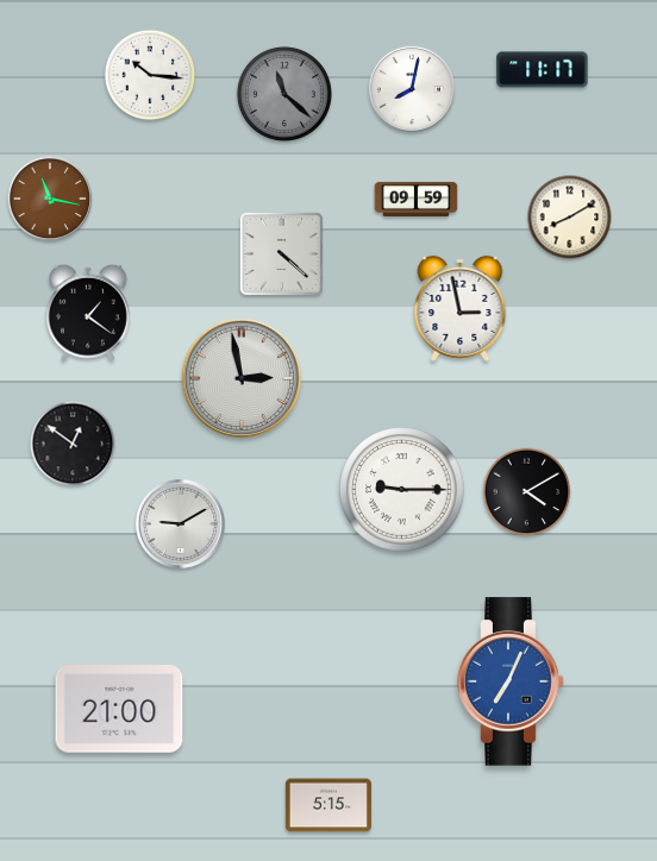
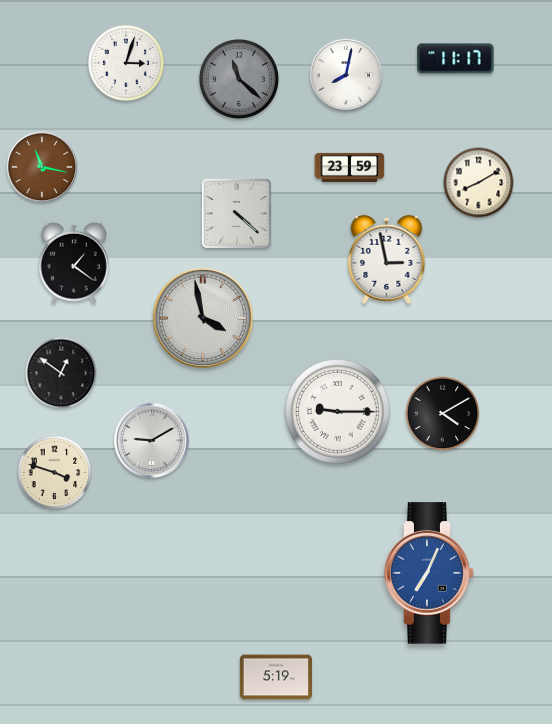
clock at (150, 75): 10:16 -> 3:03
clock at (417, 199): 09:59 -> 23:59
clock at (242, 378): 2:58 -> 3:58
clock at (55, 473): none -> 3:48
clock at (119, 709): 21:00 -> none
clock at (328, 805): 5:15 -> 5:19
